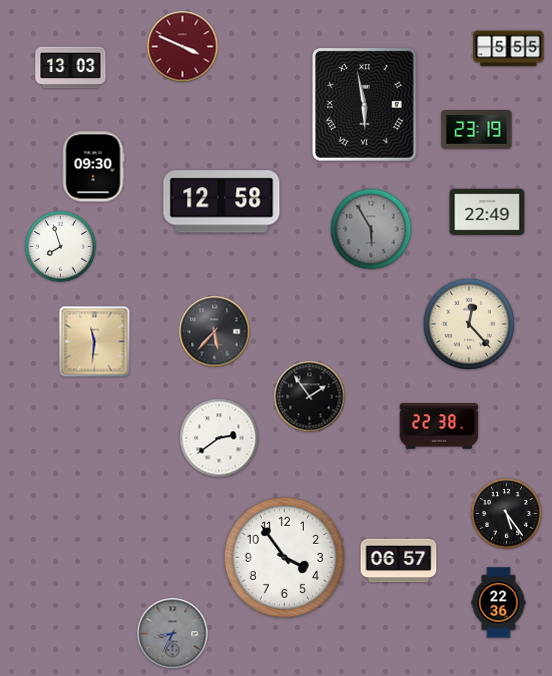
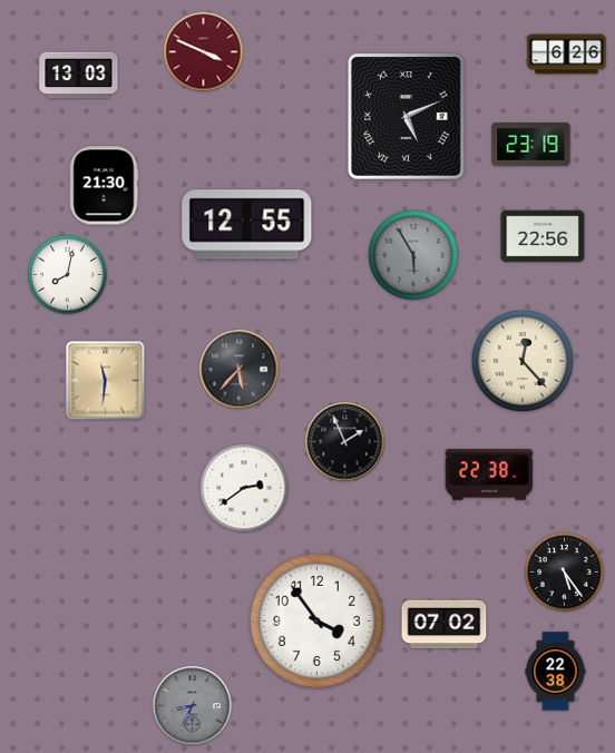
clock at (509, 49): 5:55 -> 6:26
clock at (364, 104): 5:58 -> 5:11
clock at (93, 167): 09:30 -> 21:30
clock at (222, 202): 12:58 -> 12:55
clock at (487, 212): 22:49 -> 22:56
clock at (61, 247): 7:57 -> 8:02
clock at (310, 397): 1:54 -> 1:56
clock at (399, 561): 06:57 -> 07:02
clock at (499, 603): 22:36 -> 22:38
